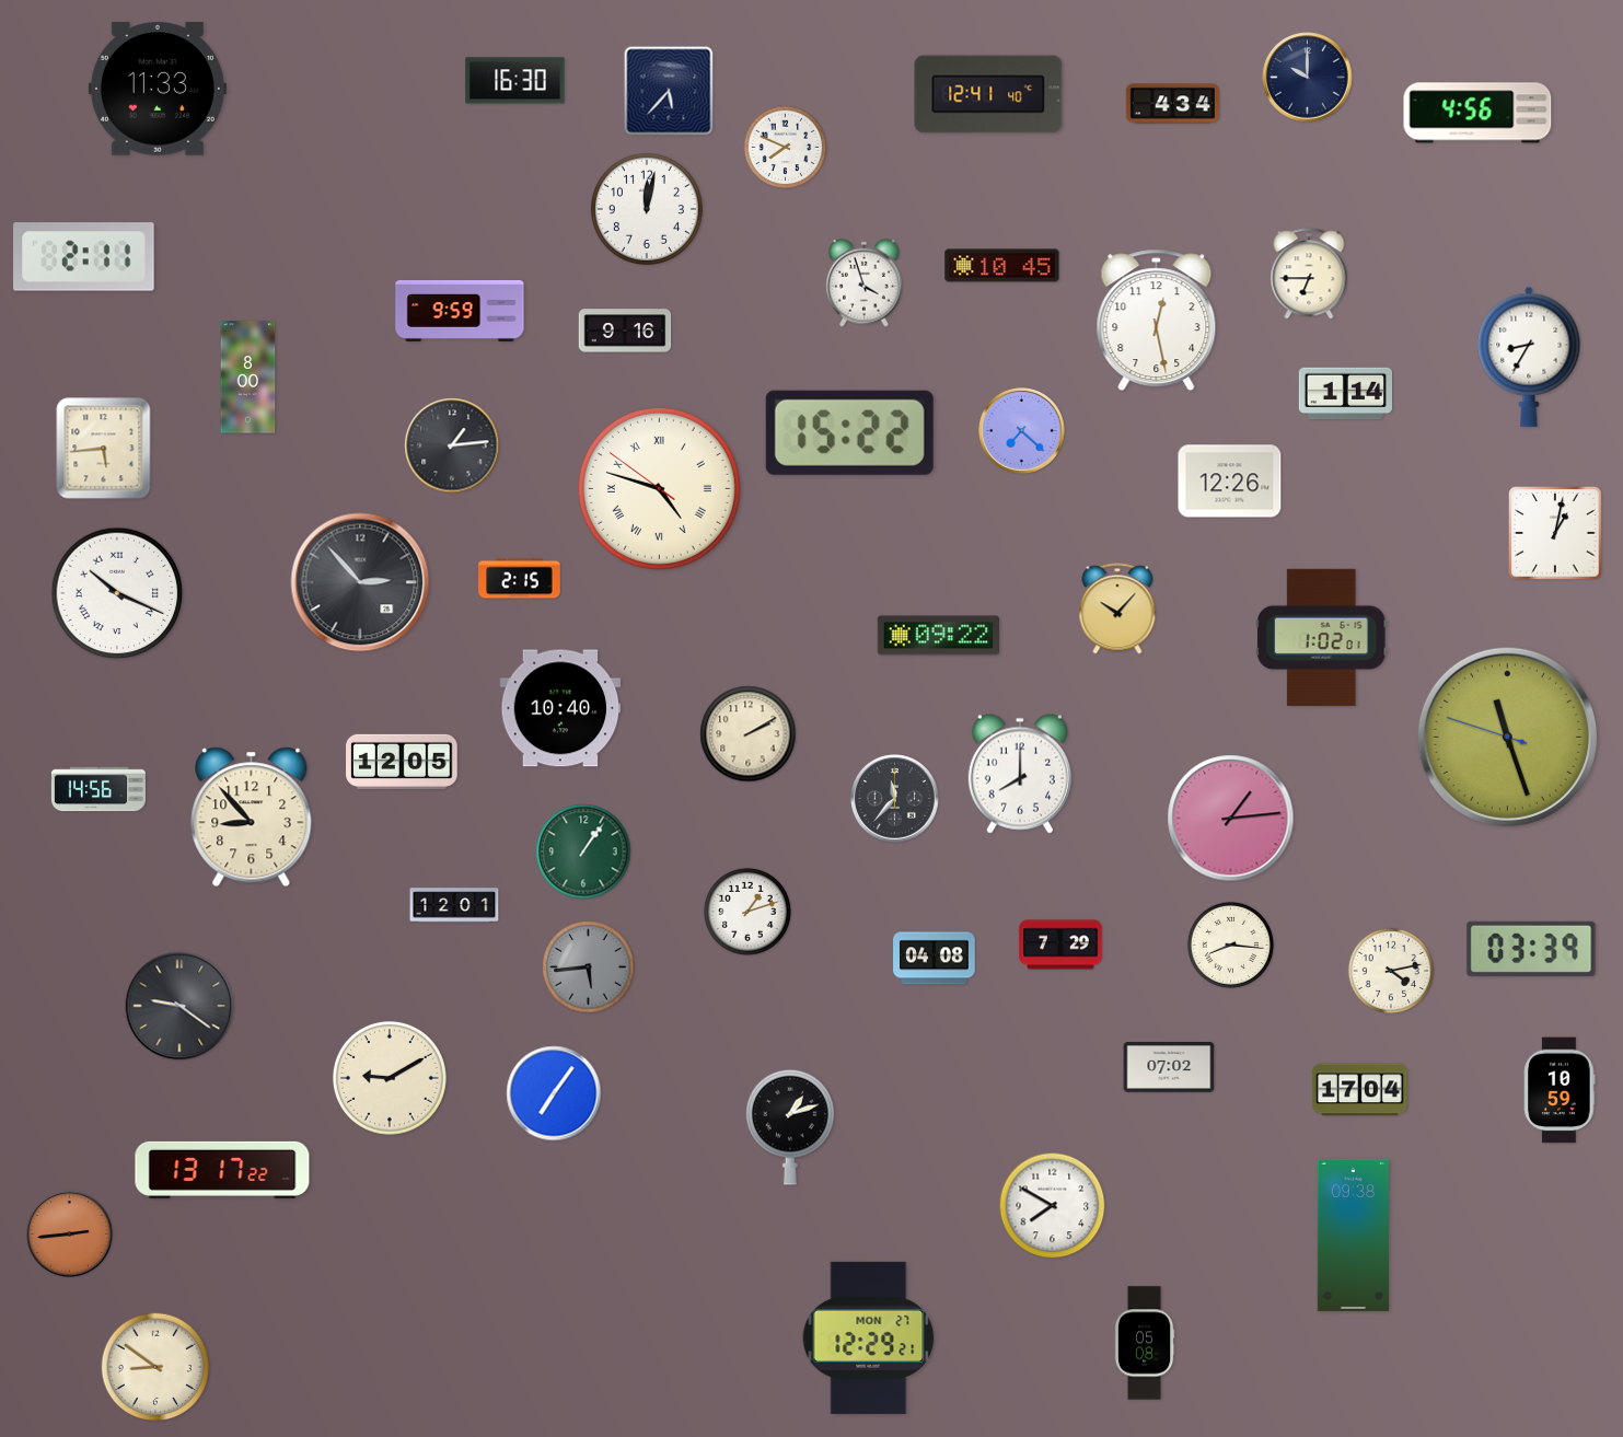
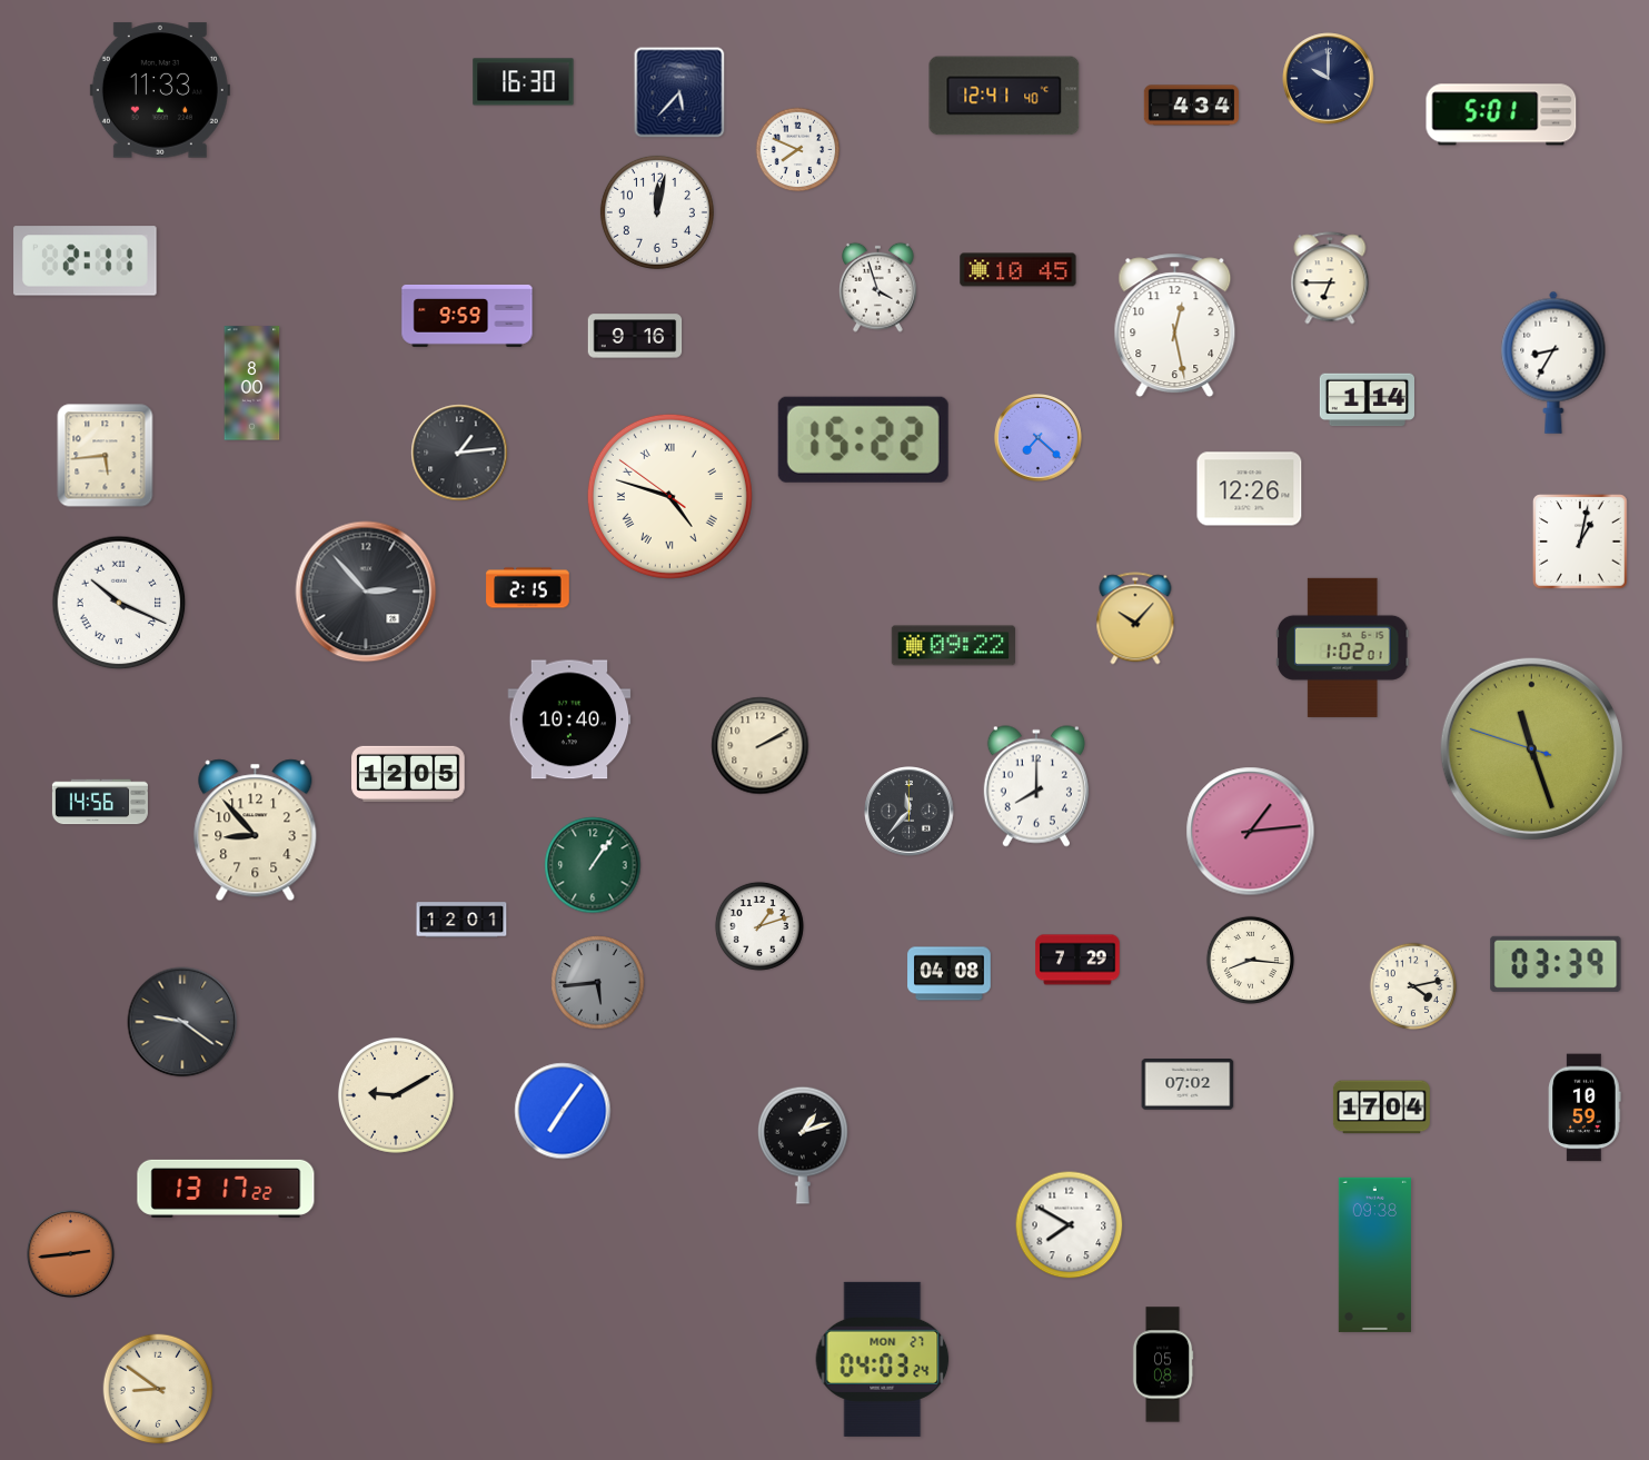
clock at (1477, 113): 4:56 -> 5:01
clock at (869, 1337): 12:29 -> 04:03
